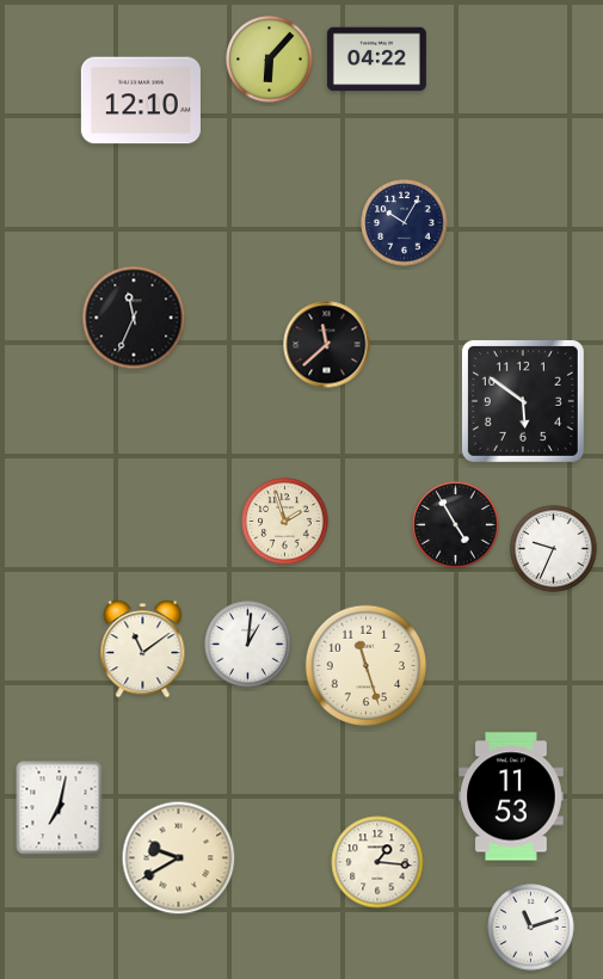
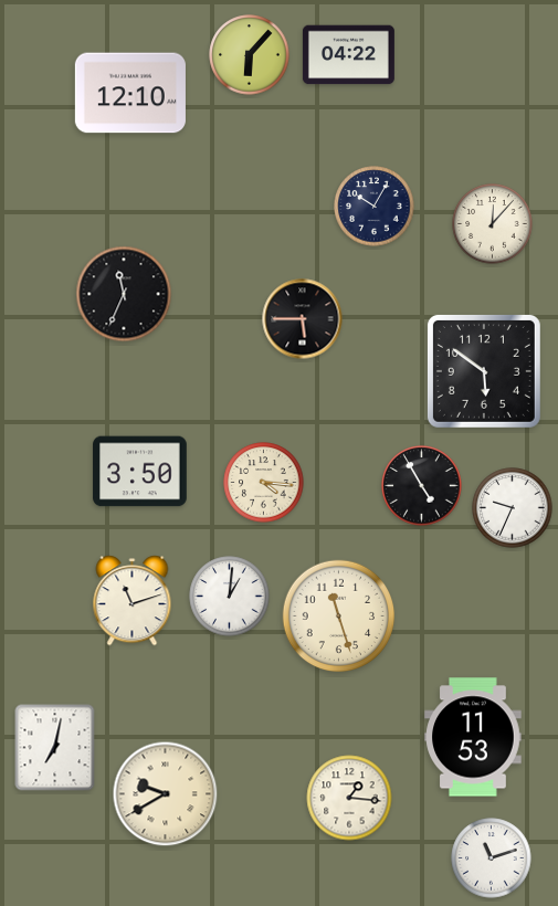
clock at (493, 224): none -> 12:07
clock at (327, 345): 11:38 -> 5:45
clock at (140, 472): none -> 3:50
clock at (285, 522): 1:57 -> 4:16
clock at (143, 649): 11:09 -> 11:12
